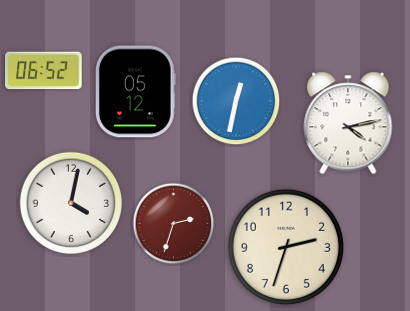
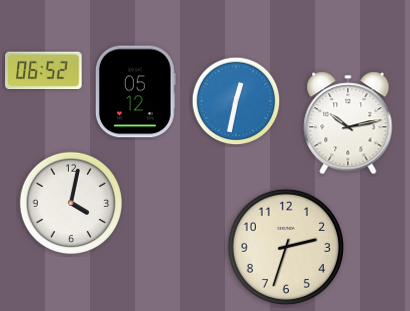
clock at (348, 123): 4:13 -> 10:13
clock at (174, 224): 2:33 -> none
